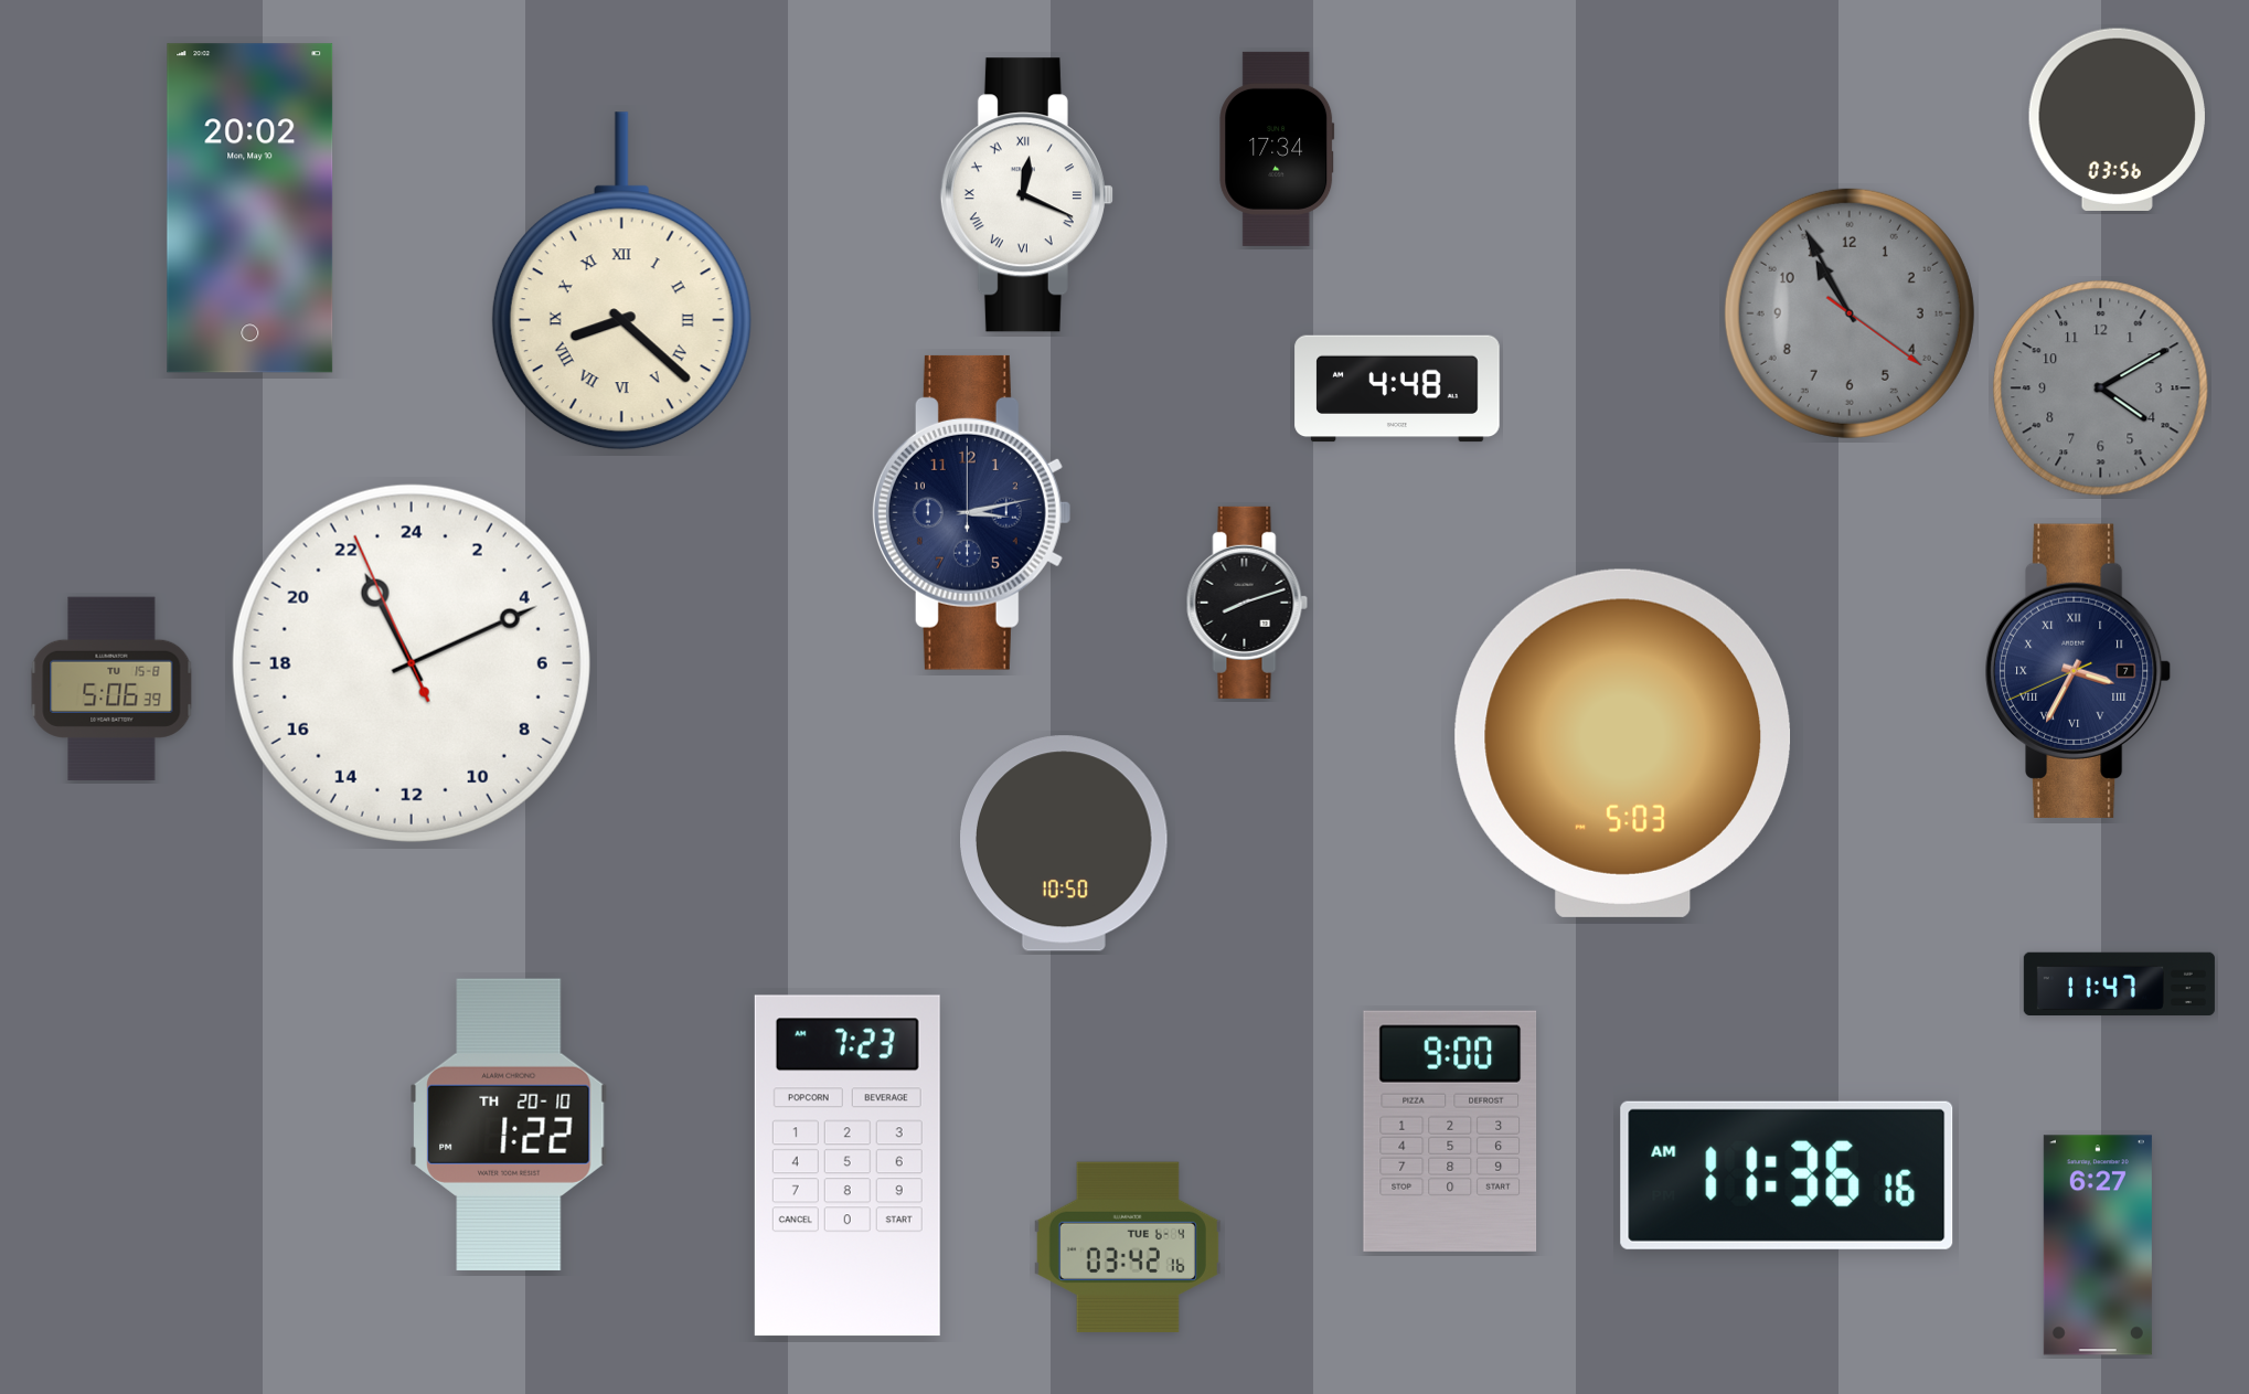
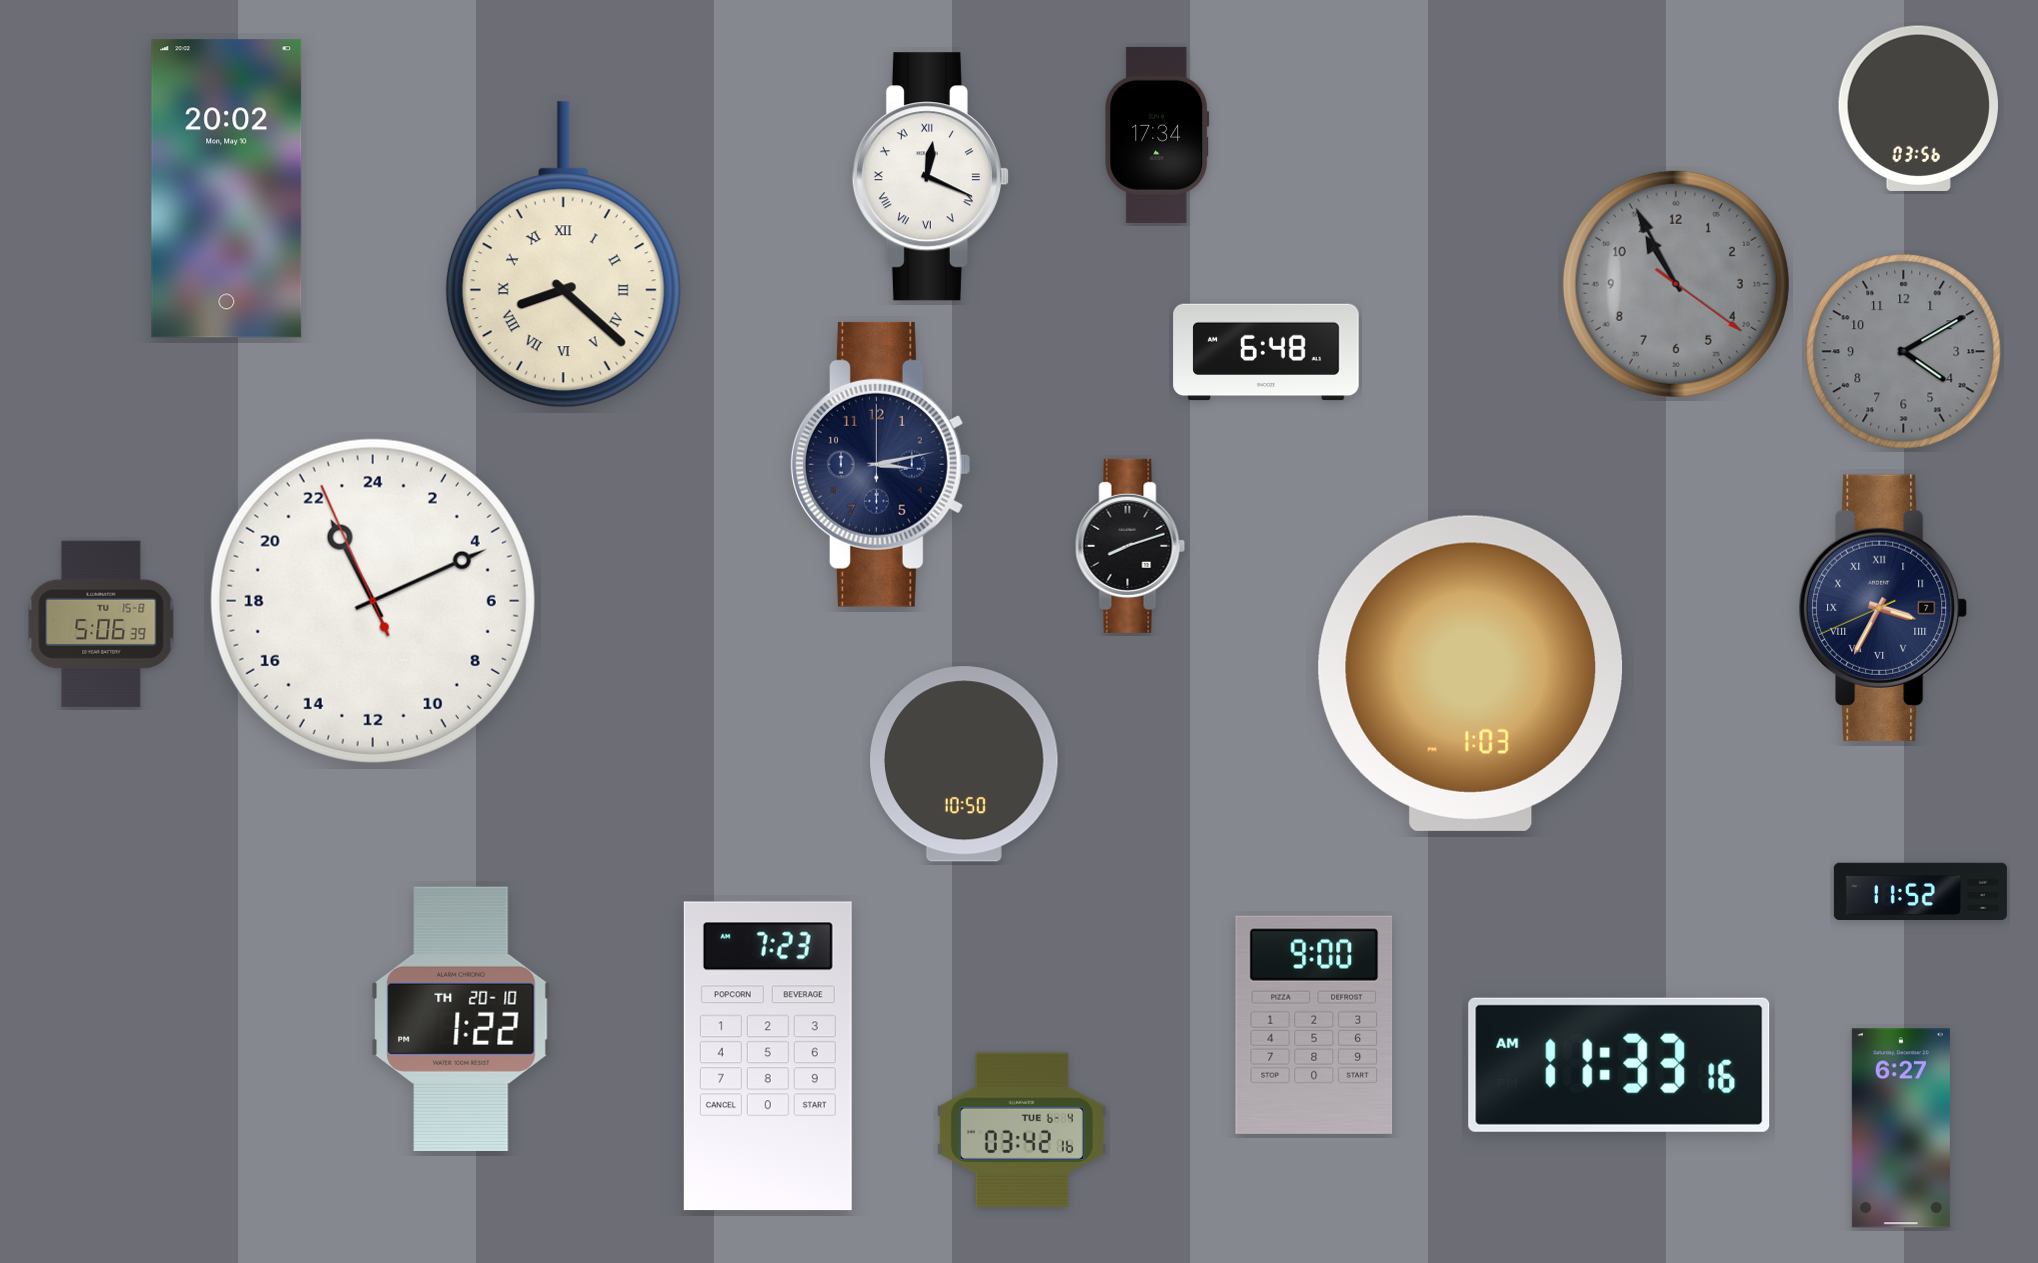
clock at (1397, 389): 4:48 -> 6:48
clock at (1623, 743): 5:03 -> 1:03
clock at (2119, 983): 11:47 -> 11:52
clock at (1787, 1175): 11:36 -> 11:33
